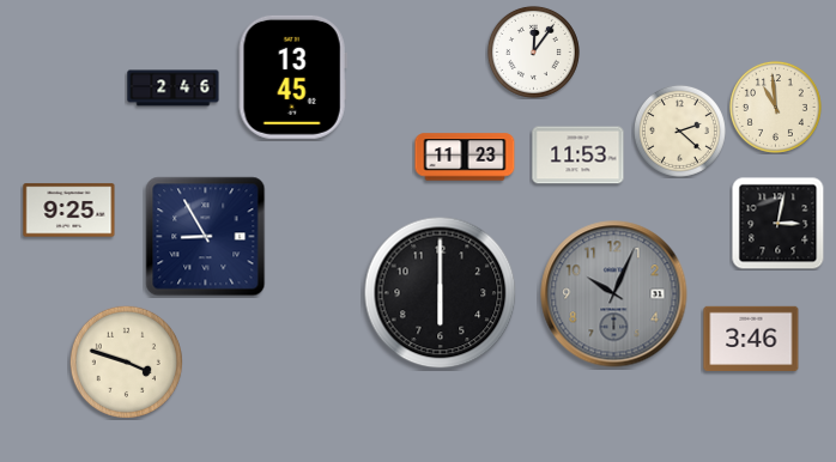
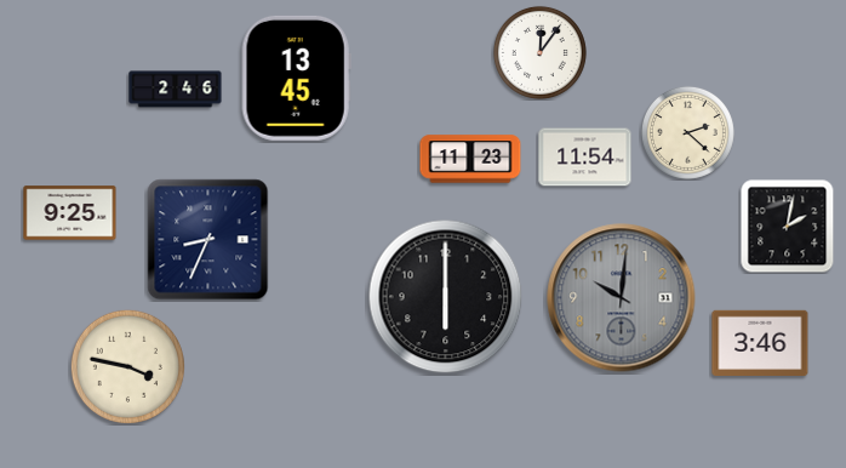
clock at (775, 107): 10:59 -> none
clock at (578, 156): 11:53 -> 11:54
clock at (777, 223): 3:02 -> 2:02
clock at (206, 237): 8:55 -> 8:34
clock at (614, 294): 10:04 -> 10:01
clock at (126, 361): 3:48 -> 3:47
